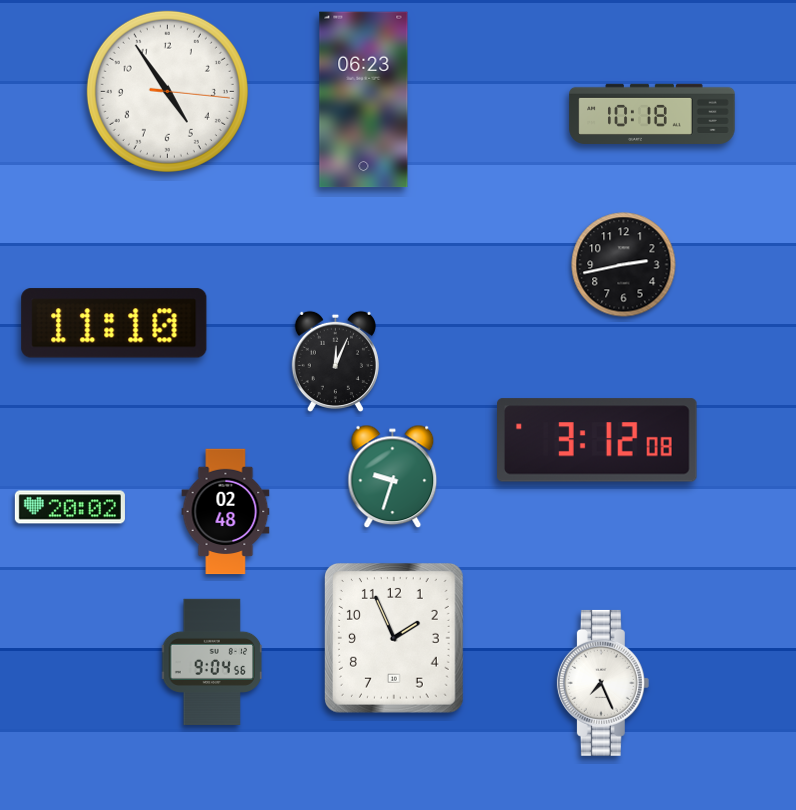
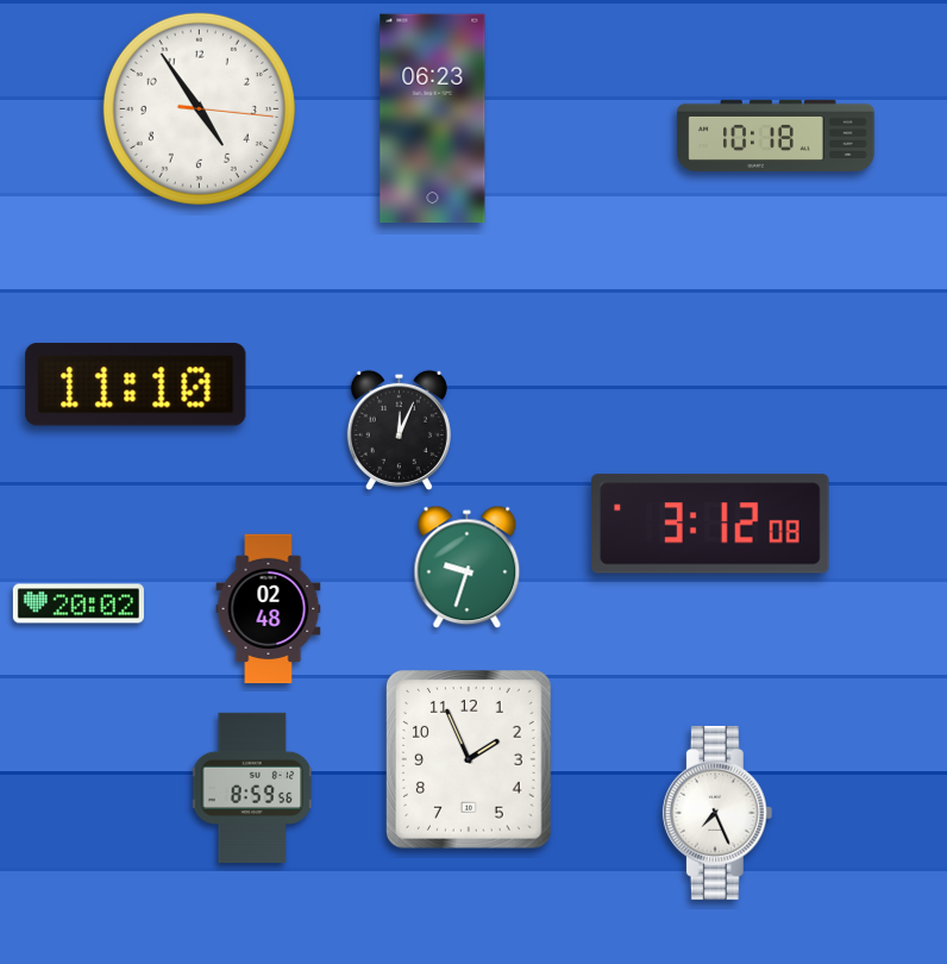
clock at (624, 265): 2:43 -> none
clock at (70, 507) position: (70, 507) -> (79, 603)
clock at (213, 661): 9:04 -> 8:59
